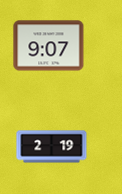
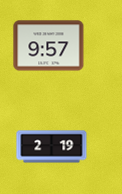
clock at (49, 46): 9:07 -> 9:57
